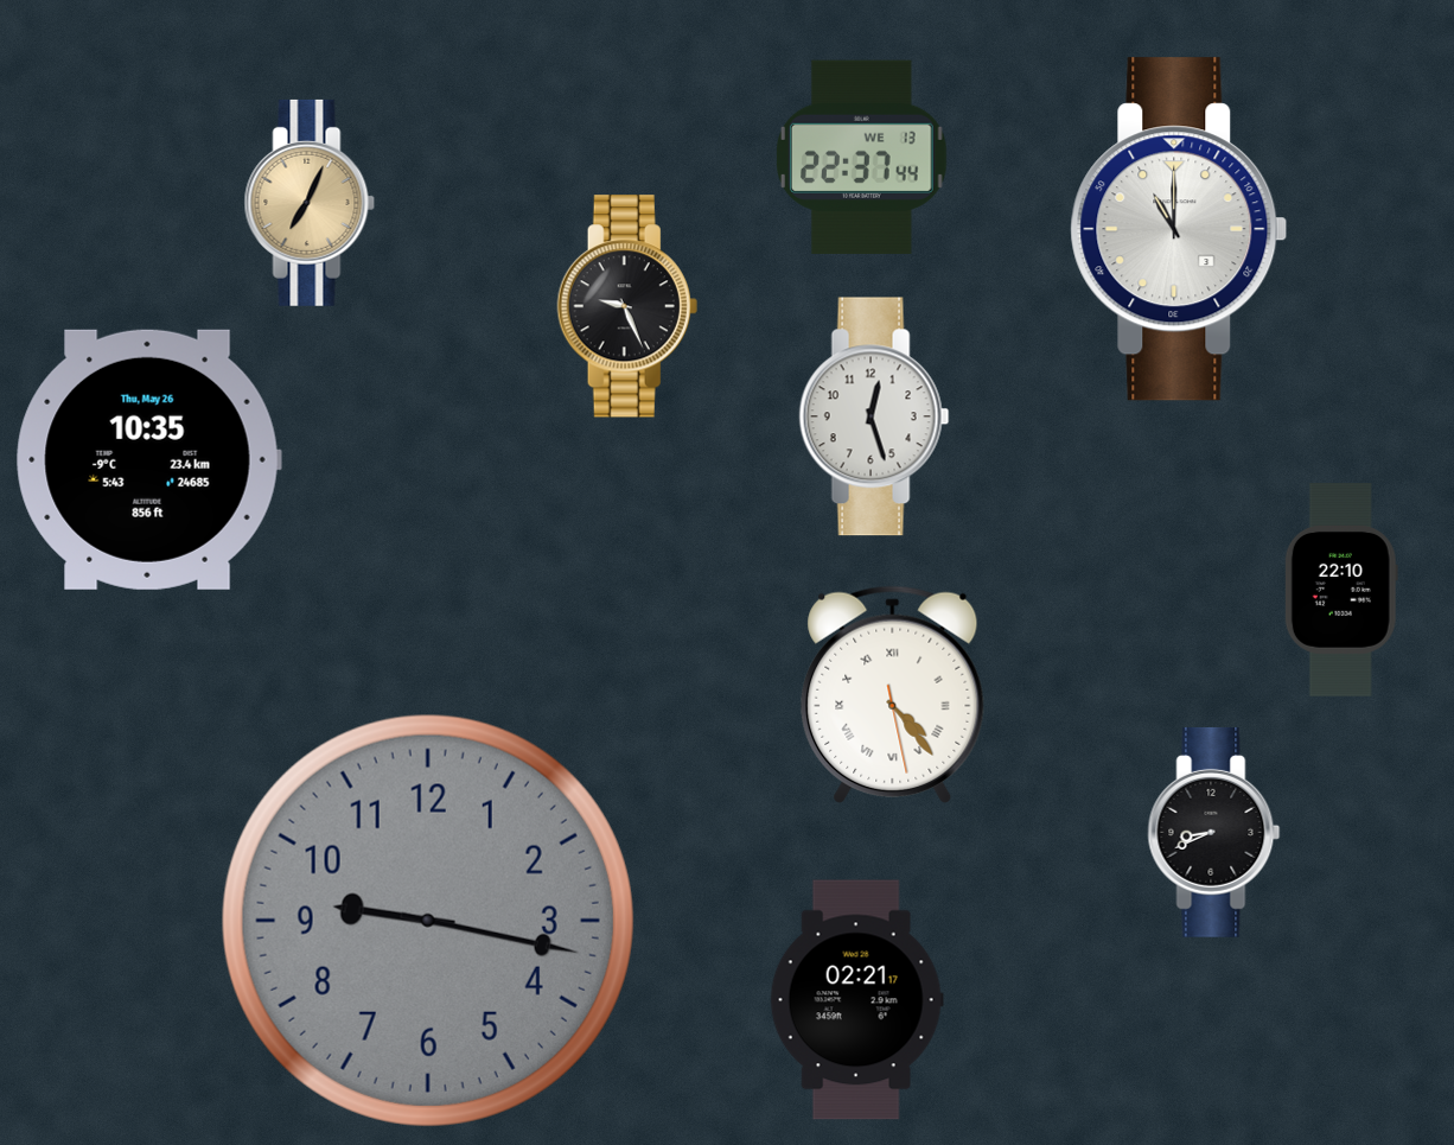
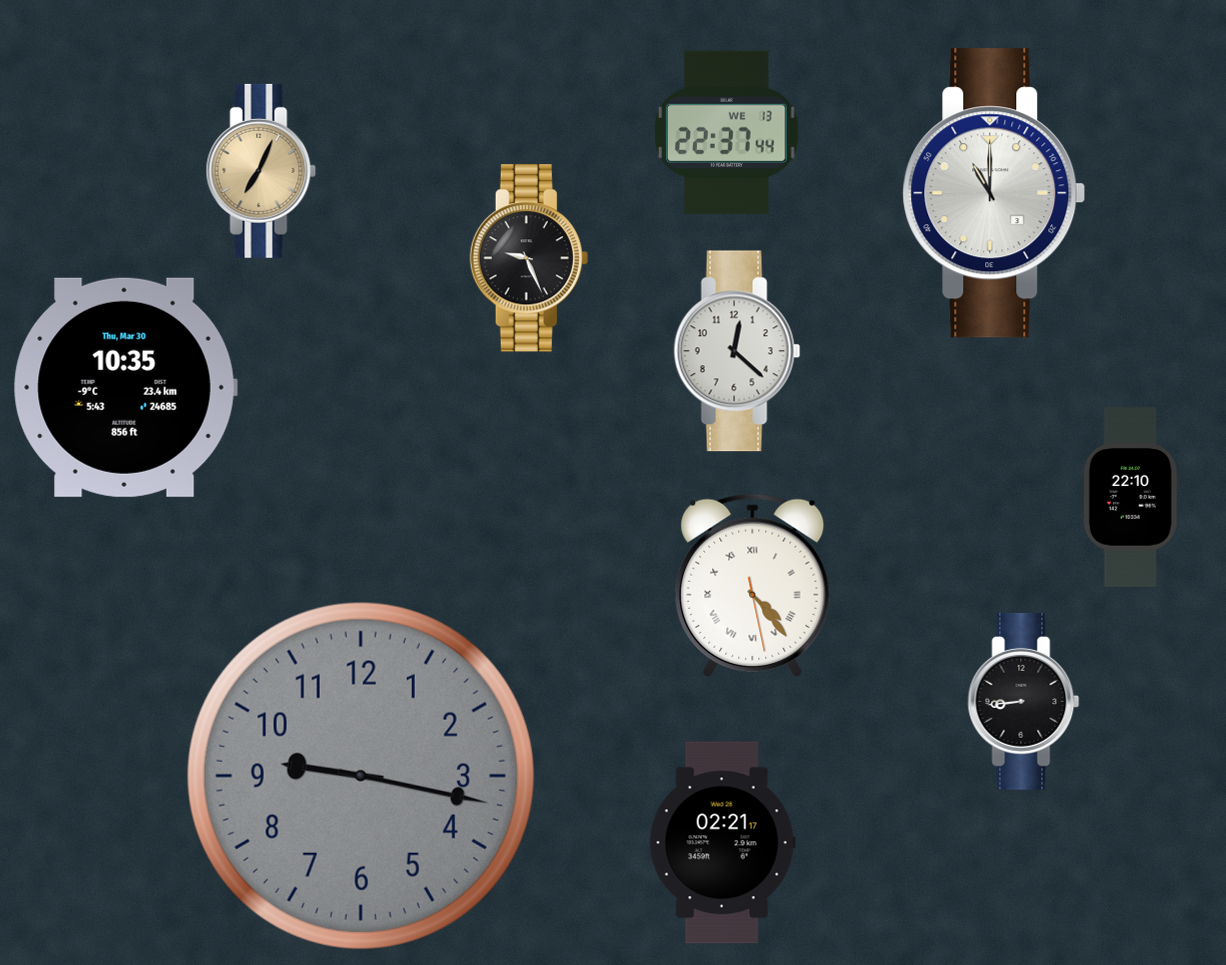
clock at (874, 416): 12:27 -> 12:22
clock at (148, 459) date: Thu, May 26 -> Thu, Mar 30
clock at (1214, 832): 8:41 -> 8:44
